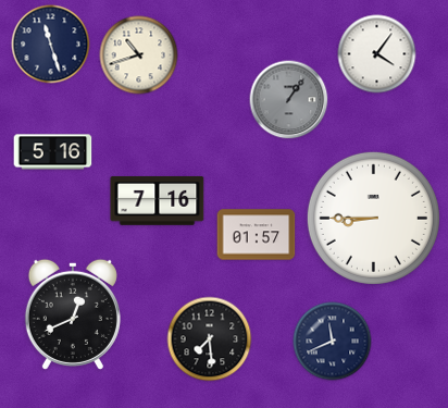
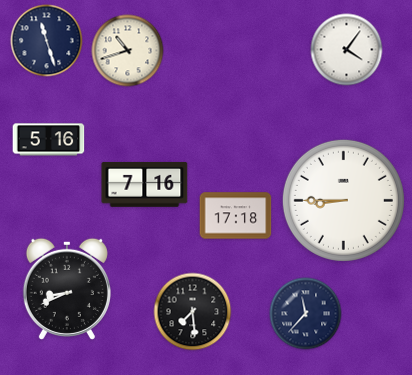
clock at (289, 100): 1:06 -> none
clock at (257, 235): 01:57 -> 17:18
clock at (73, 314): 12:41 -> 8:41
clock at (333, 342): 11:41 -> 11:37
